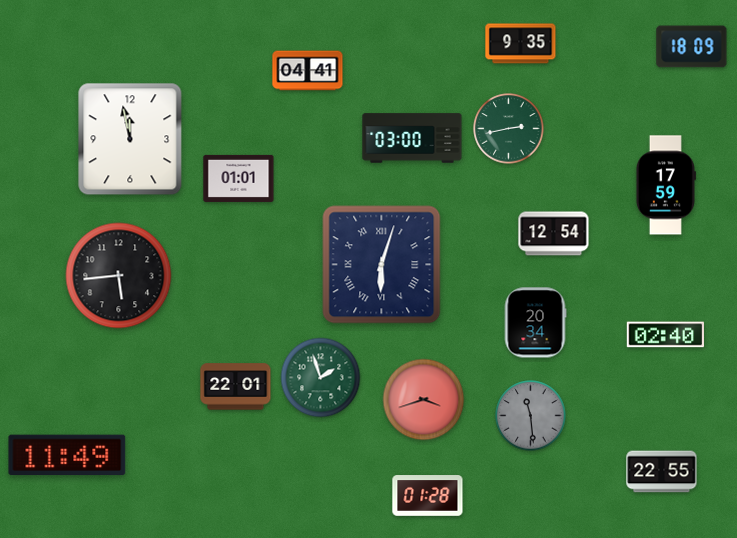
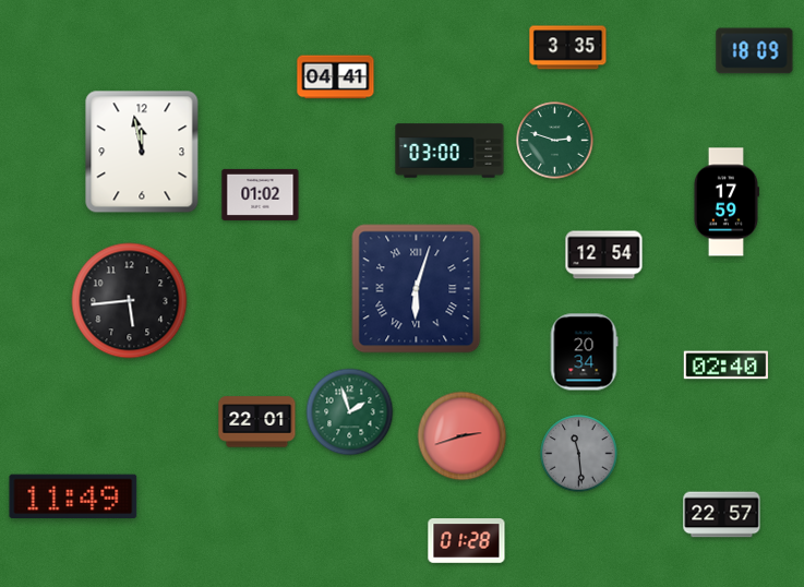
clock at (521, 44): 9:35 -> 3:35
clock at (509, 129): 2:43 -> 2:48
clock at (239, 178): 01:01 -> 01:02
clock at (424, 400): 3:42 -> 2:42
clock at (662, 472): 22:55 -> 22:57
